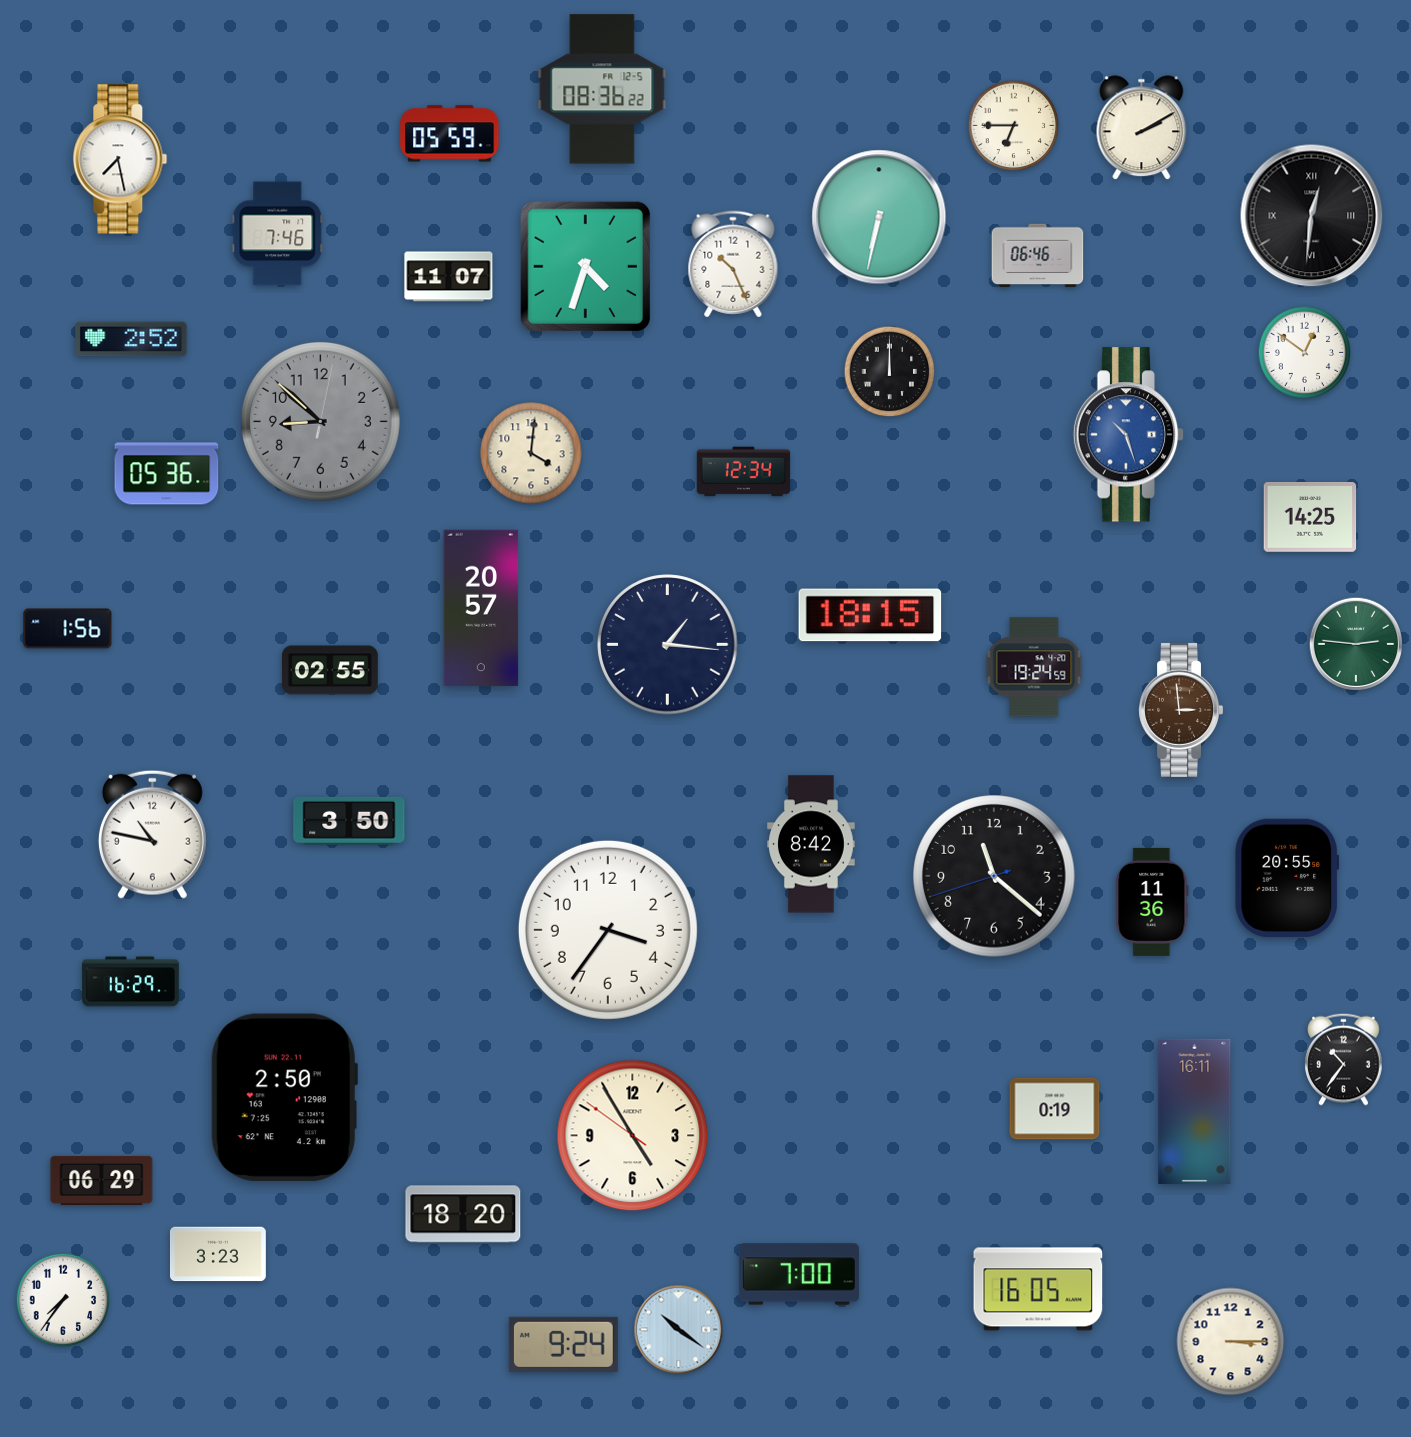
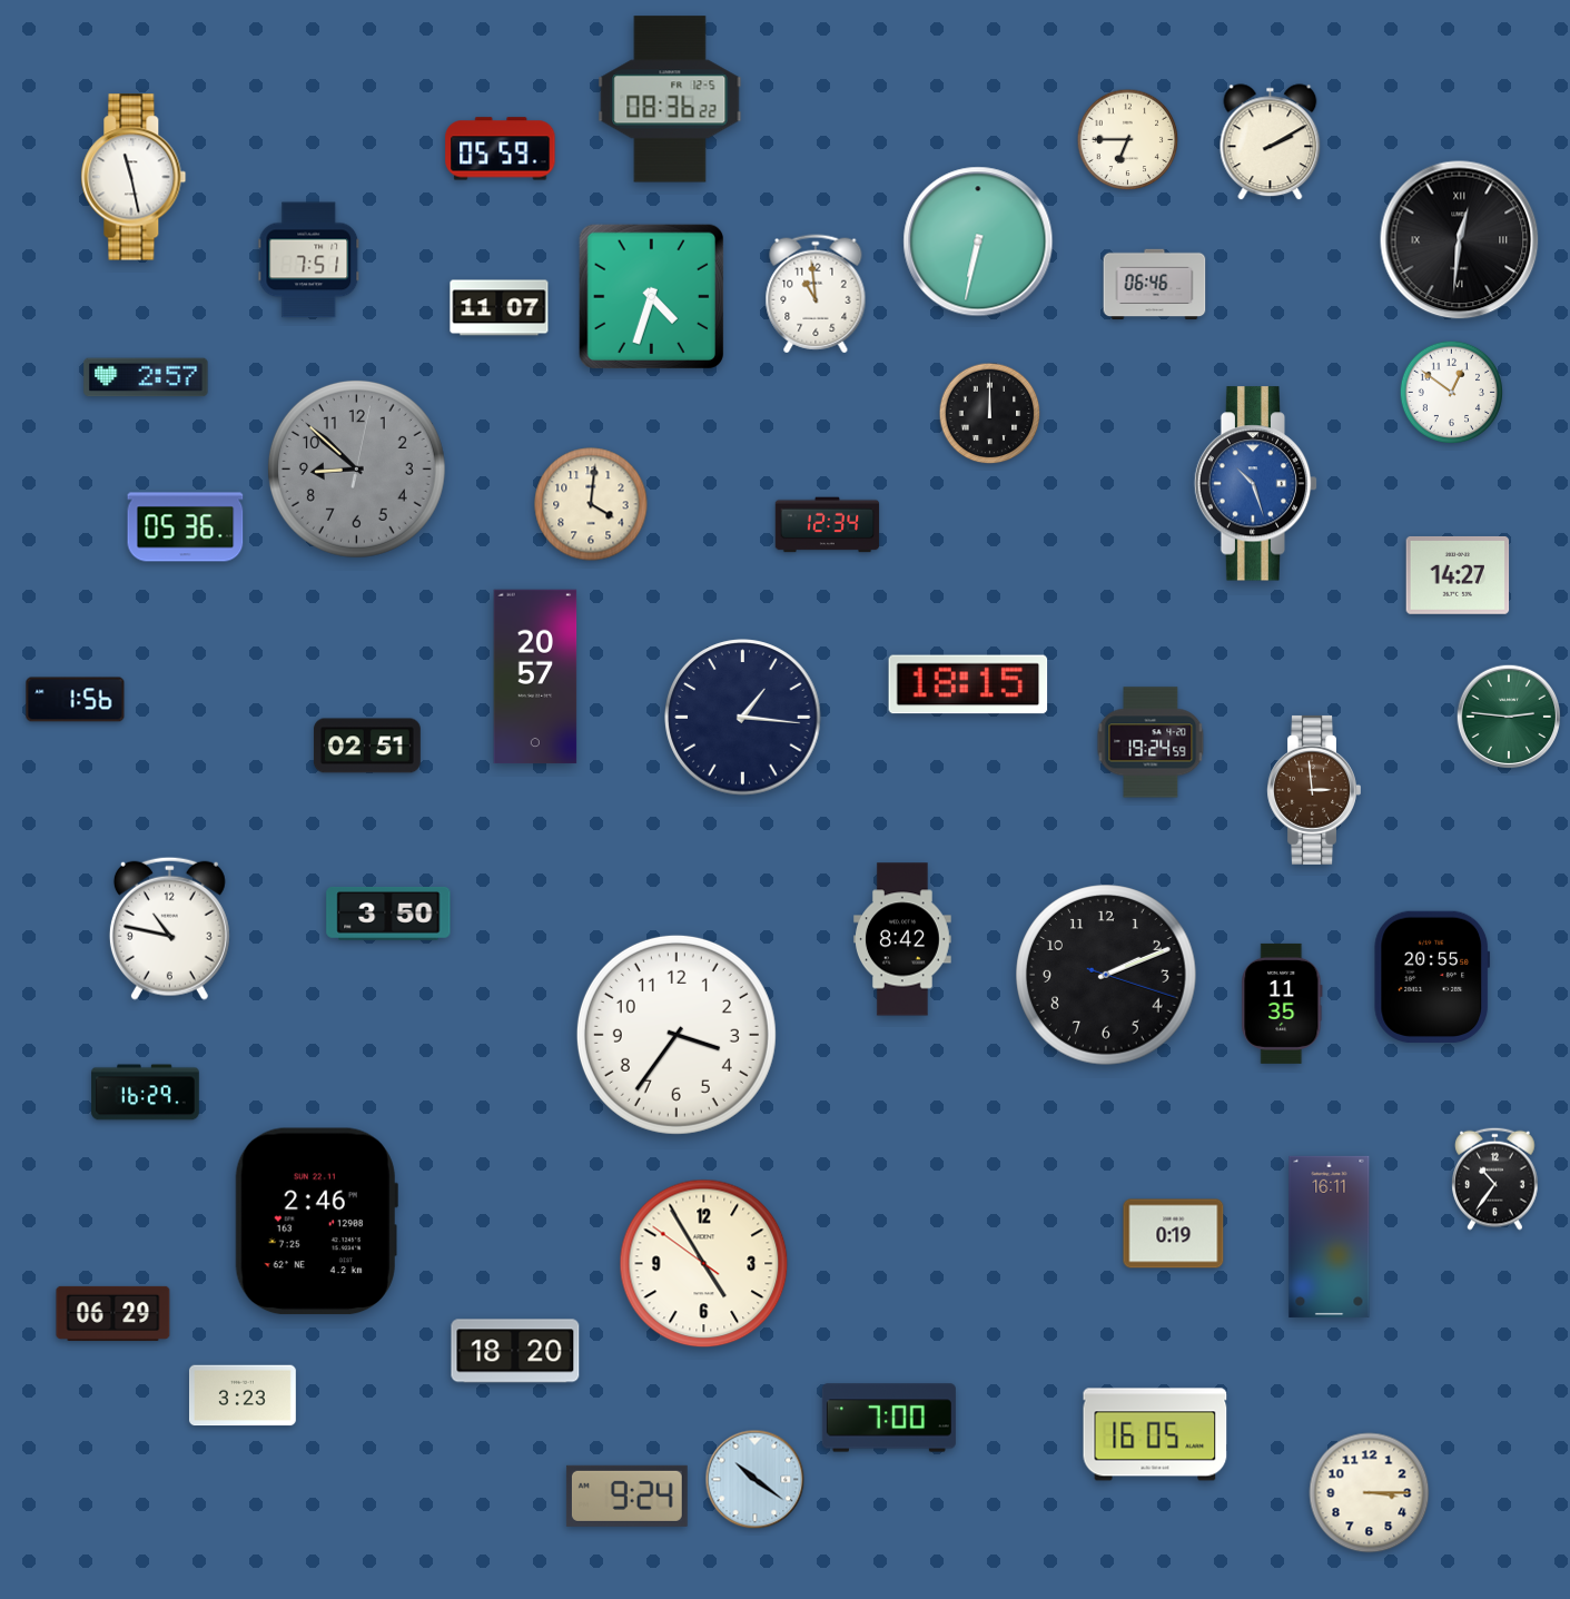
clock at (120, 159): 7:28 -> 11:28
clock at (278, 234): 7:46 -> 7:51
clock at (733, 264): 10:26 -> 10:59
clock at (131, 339): 2:52 -> 2:57
clock at (1310, 517): 14:25 -> 14:27
clock at (330, 670): 02:55 -> 02:51
clock at (994, 876): 11:21 -> 2:11
clock at (1152, 902): 11:36 -> 11:35
clock at (284, 1098): 2:50 -> 2:46
clock at (63, 1300): 7:36 -> none
